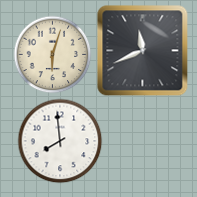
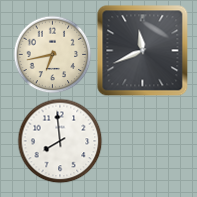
clock at (52, 54): 6:03 -> 6:43
